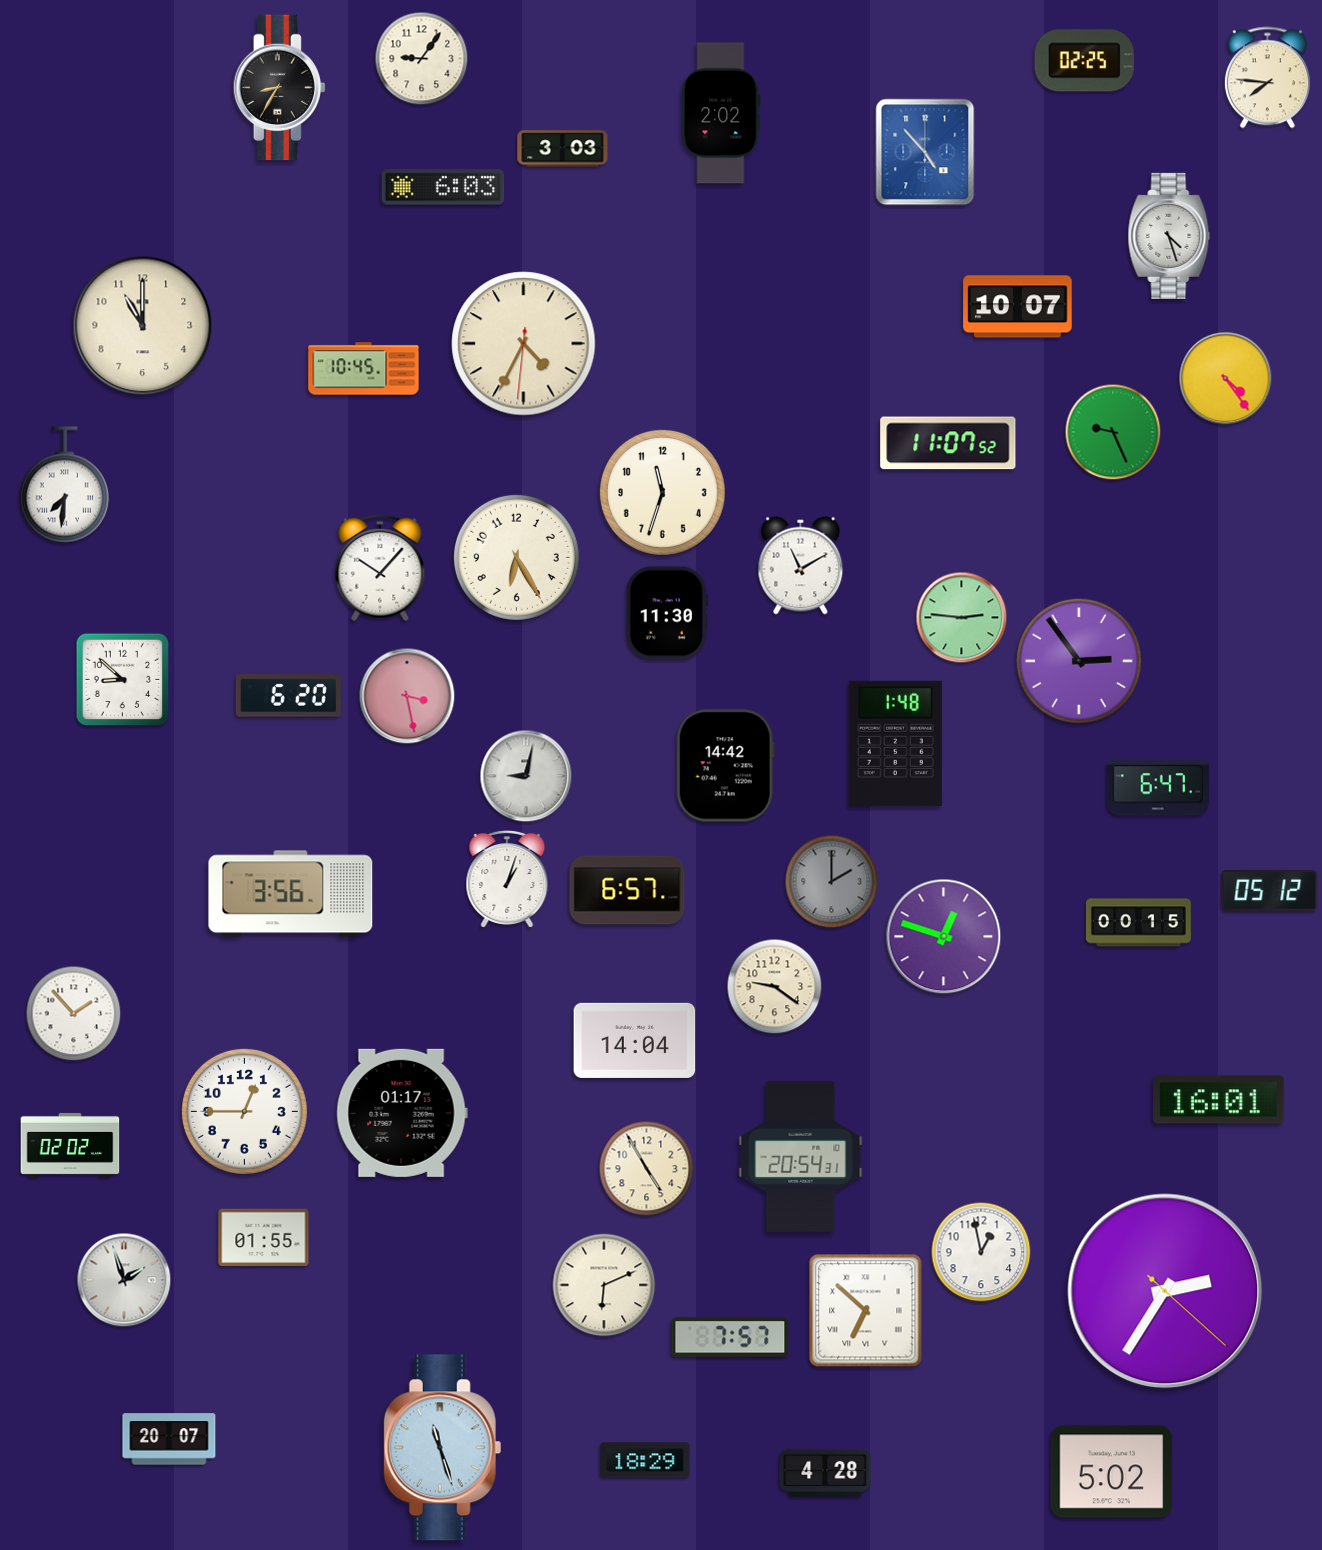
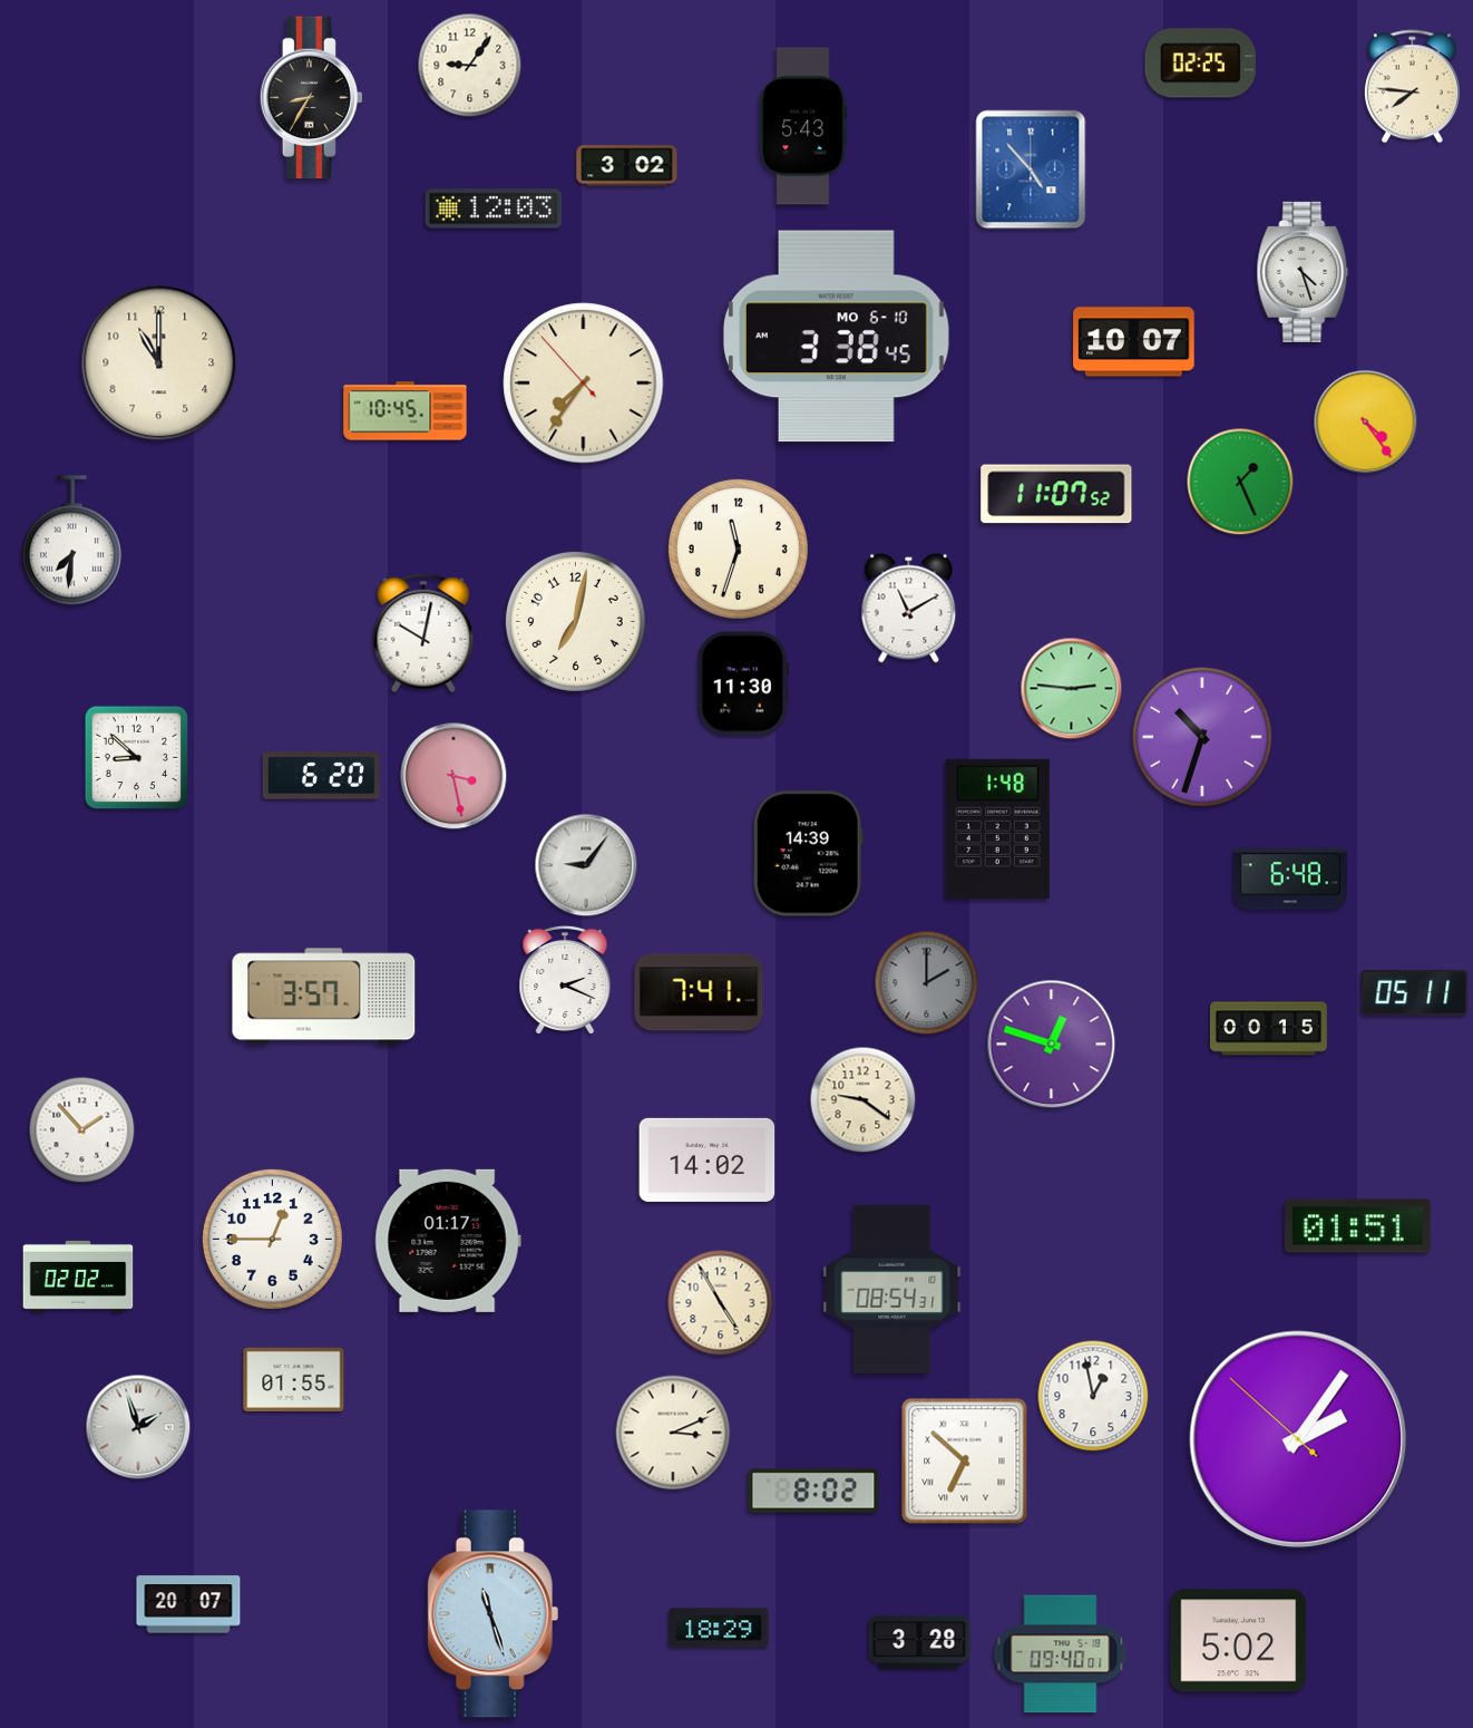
clock at (1084, 61) position: (1084, 61) -> (1200, 64)
clock at (721, 113): 2:02 -> 5:43
clock at (563, 149): 3:03 -> 3:02
clock at (443, 187): 6:03 -> 12:03
clock at (1169, 236) position: (1169, 236) -> (1303, 272)
clock at (836, 337): none -> 3:38
clock at (524, 344): 4:34 -> 7:35
clock at (1113, 432): 9:26 -> 1:26
clock at (516, 557): 6:25 -> 7:02
clock at (801, 566) position: (801, 566) -> (909, 609)
clock at (380, 568): 10:07 -> 10:02
clock at (1079, 661): 2:54 -> 10:33
clock at (725, 766): 14:42 -> 14:39
clock at (526, 776): 9:02 -> 9:06
clock at (1158, 788): 6:47 -> 6:48
clock at (507, 878): 1:03 -> 2:19
clock at (627, 890): 6:57 -> 7:41
clock at (1270, 890): 05:12 -> 05:11
clock at (291, 894): 3:56 -> 3:57
clock at (635, 1040): 14:04 -> 14:02
clock at (1219, 1100): 16:01 -> 01:51
clock at (801, 1156): 20:54 -> 08:54
clock at (604, 1285): 6:11 -> 3:11
clock at (1165, 1291): 2:35 -> 2:05
clock at (730, 1337): 7:57 -> 8:02
clock at (825, 1473): 4:28 -> 3:28
clock at (1061, 1654): none -> 09:40
